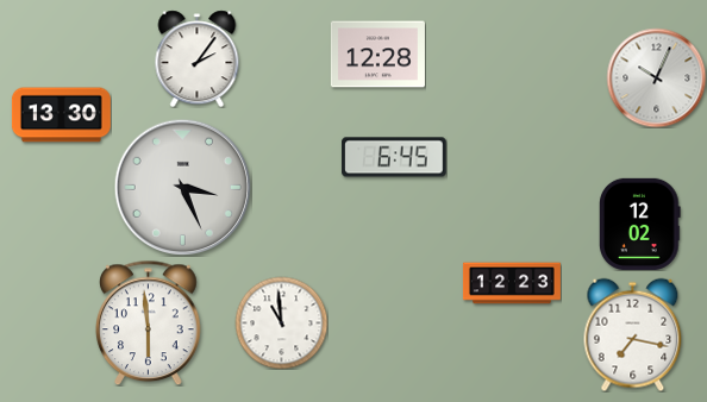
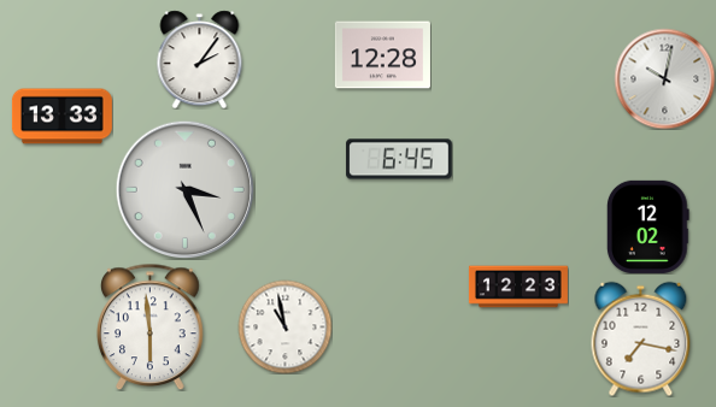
clock at (656, 77): 10:04 -> 10:02
clock at (61, 115): 13:30 -> 13:33
clock at (281, 322): 10:59 -> 10:58
